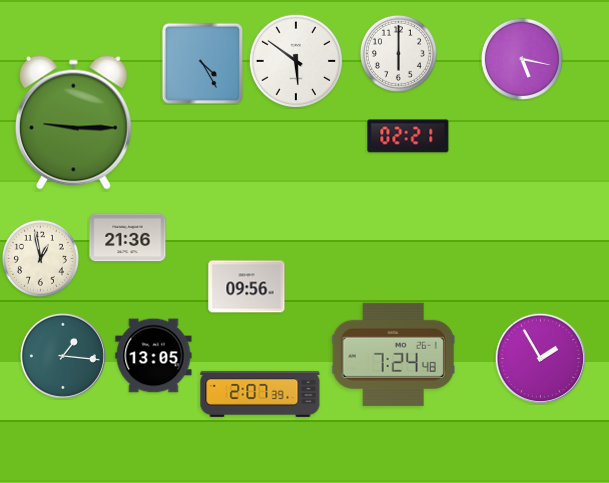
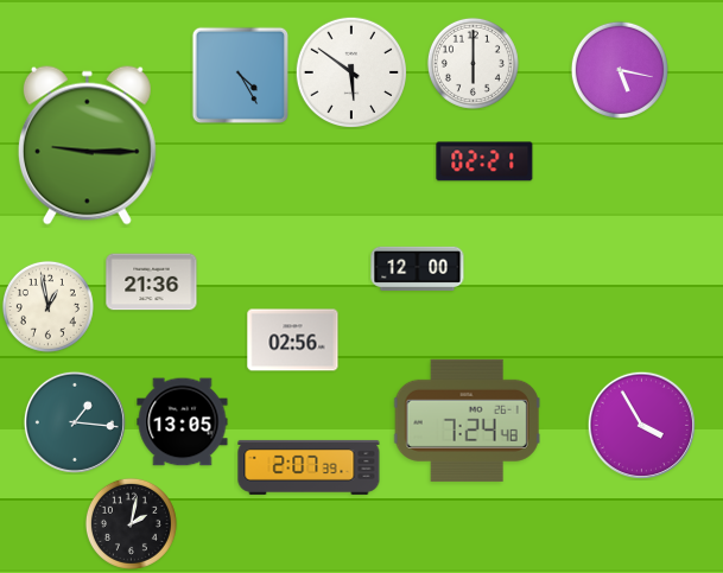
clock at (418, 268): none -> 12:00
clock at (247, 287): 09:56 -> 02:56
clock at (540, 358): 1:55 -> 3:55
clock at (131, 523): none -> 2:02
